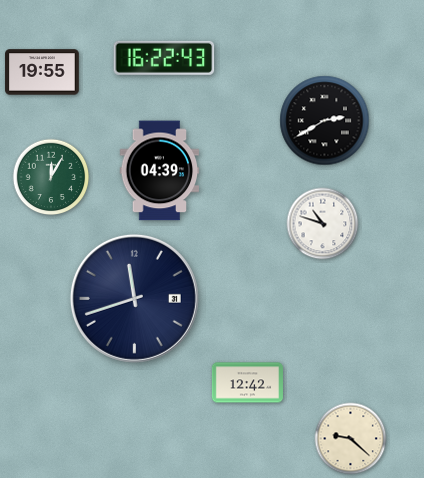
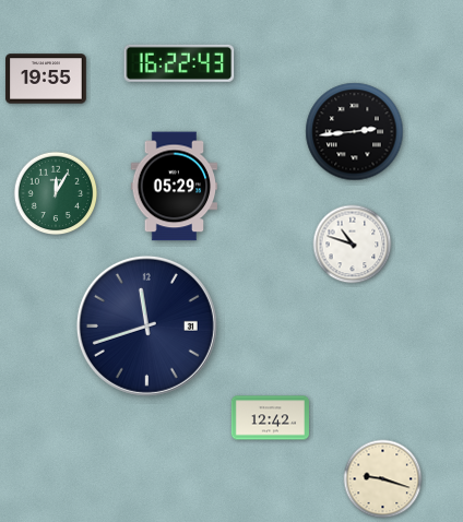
clock at (325, 121): 2:40 -> 2:44
clock at (160, 171): 04:39 -> 05:29
clock at (351, 439): 9:22 -> 9:18
